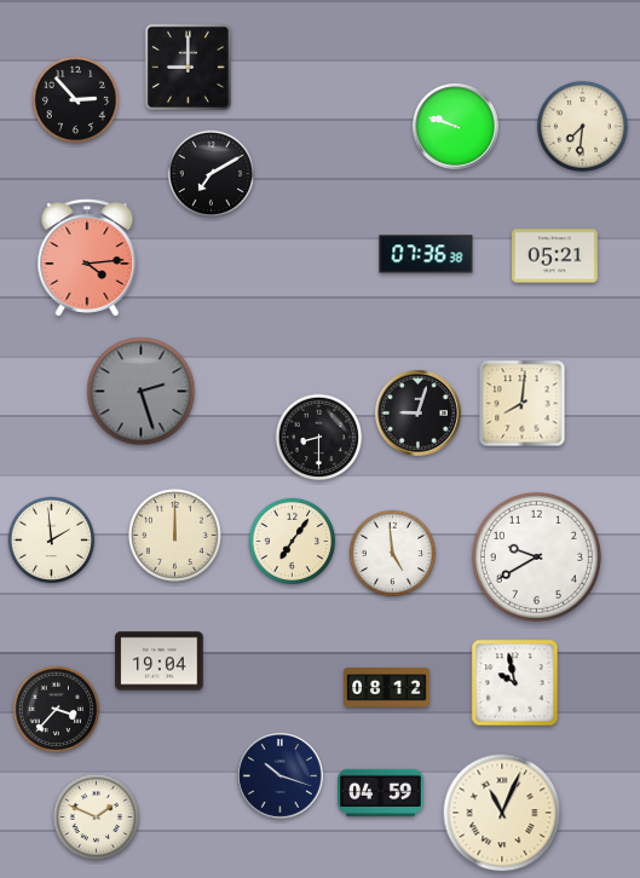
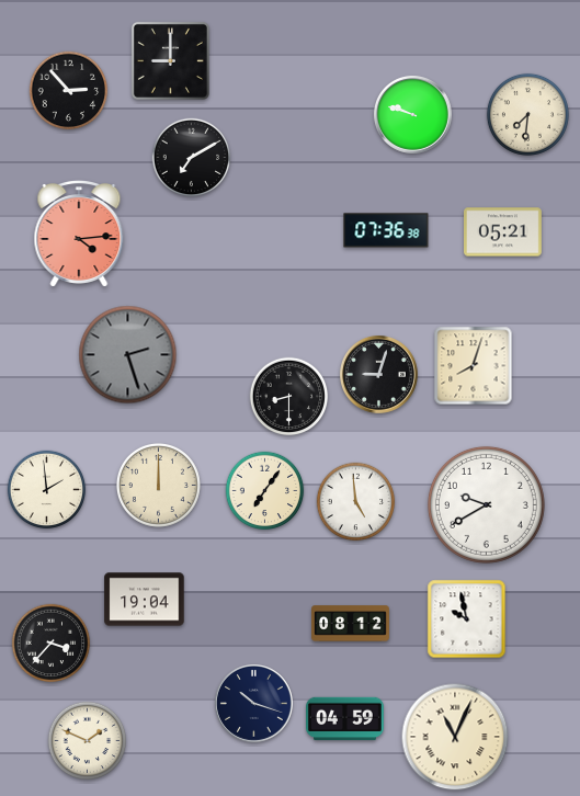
clock at (523, 404): 8:01 -> 8:03
